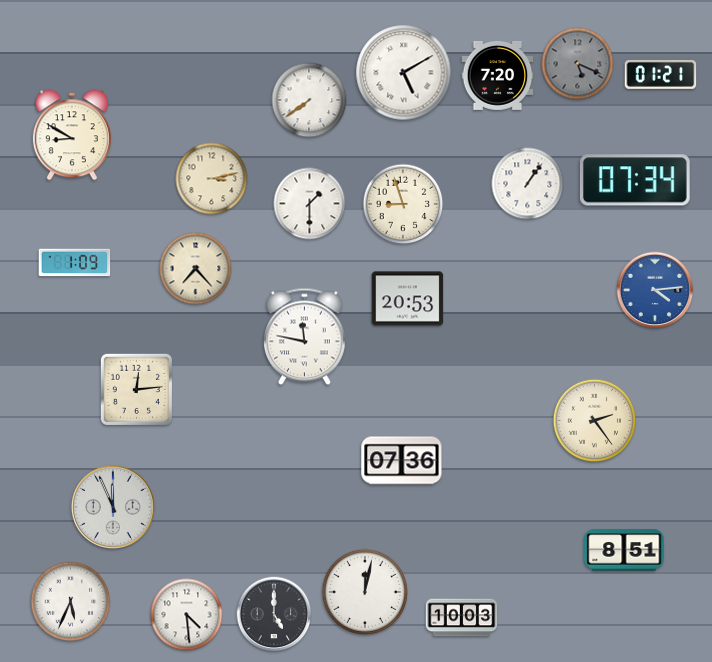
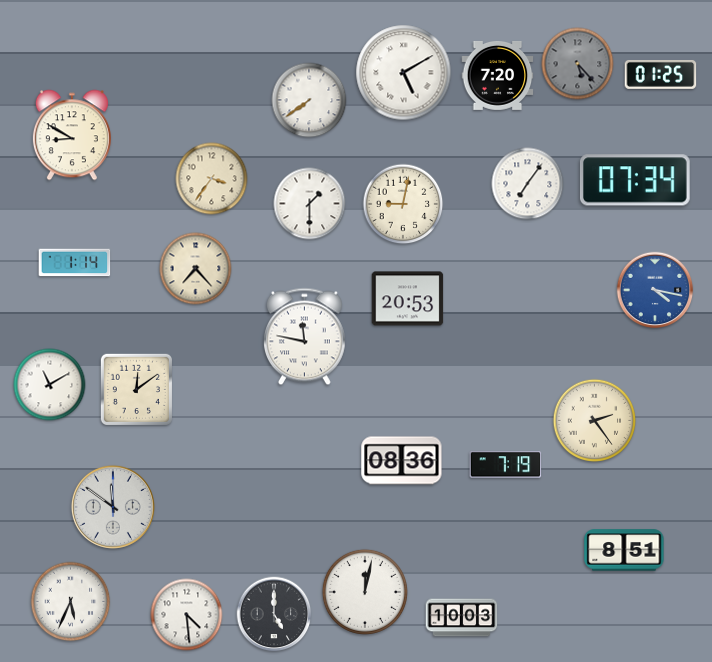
clock at (578, 64): 5:19 -> 5:23
clock at (661, 74): 01:21 -> 01:25
clock at (212, 179): 3:13 -> 3:36
clock at (528, 184): 1:06 -> 7:06
clock at (403, 204): 8:57 -> 9:02
clock at (75, 263): 1:09 -> 1:14
clock at (655, 290): 4:14 -> 4:17
clock at (50, 385): none -> 11:10
clock at (136, 389): 12:14 -> 12:09
clock at (402, 461): 07:36 -> 08:36
clock at (506, 465): none -> 7:19
clock at (113, 507): 11:56 -> 11:51
